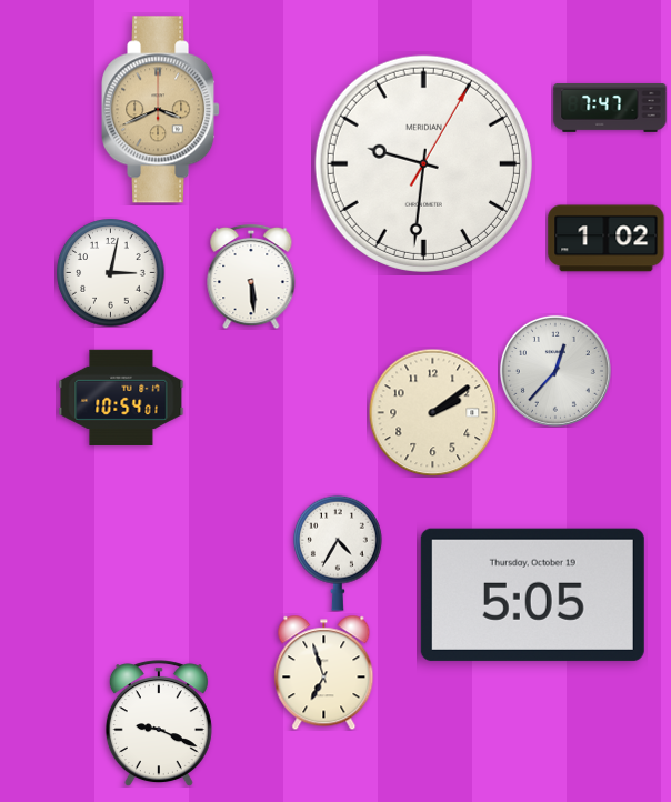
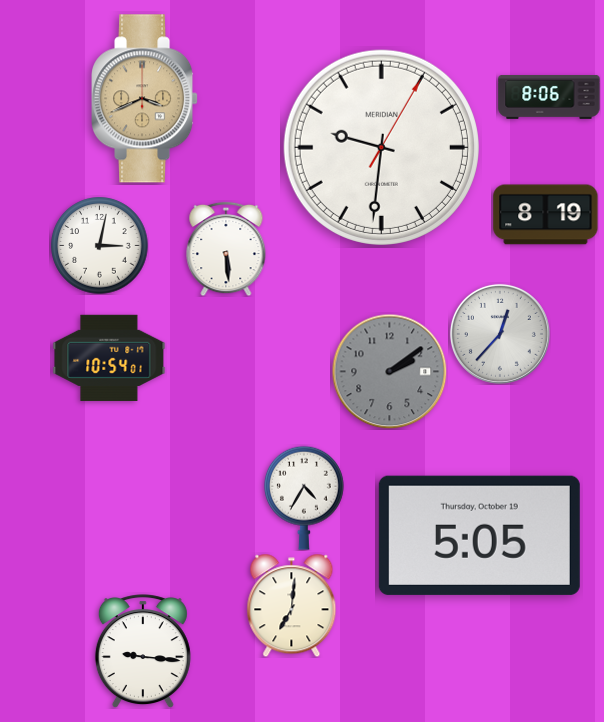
clock at (610, 109): 7:47 -> 8:06
clock at (607, 239): 1:02 -> 8:19
clock at (432, 412) dial: cream -> grey
clock at (324, 672): 6:57 -> 7:01
clock at (159, 723): 9:19 -> 9:16
